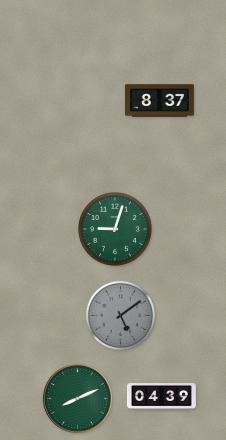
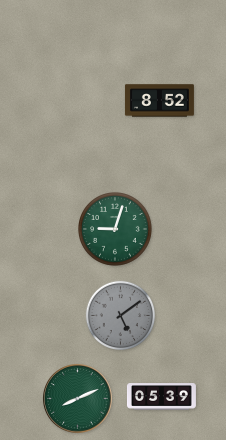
clock at (159, 101): 8:37 -> 8:52
clock at (161, 397): 04:39 -> 05:39
